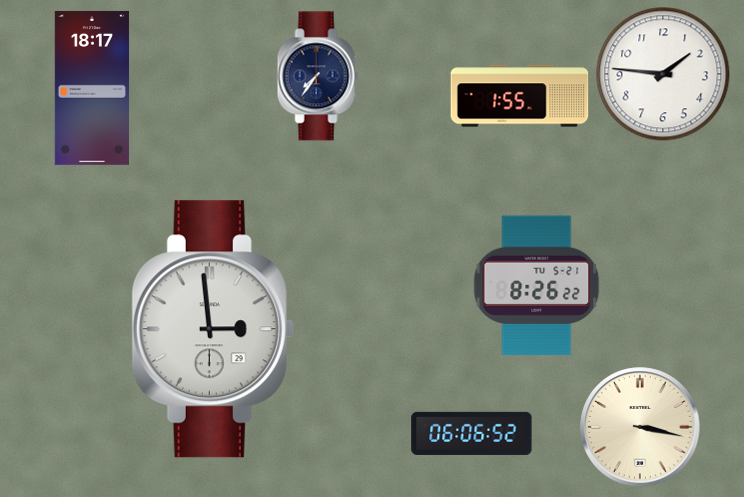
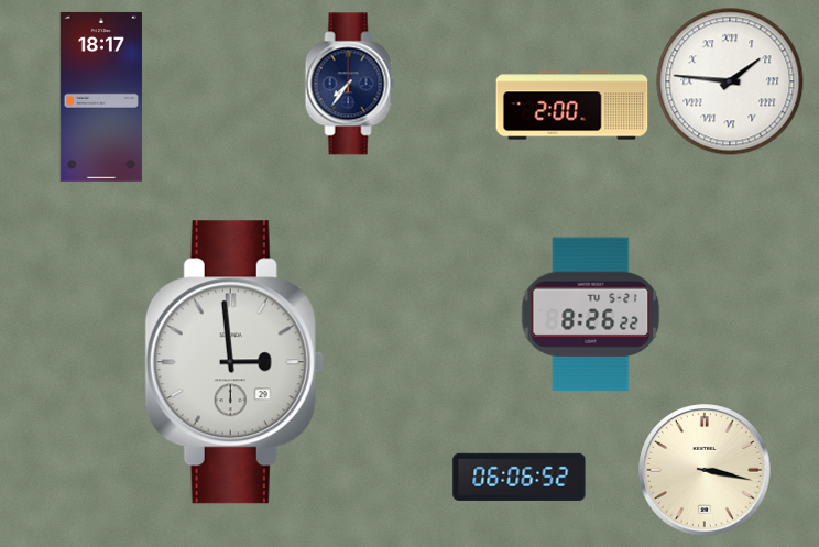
clock at (663, 74) numerals: Arabic -> Roman
clock at (520, 96): 1:55 -> 2:00
